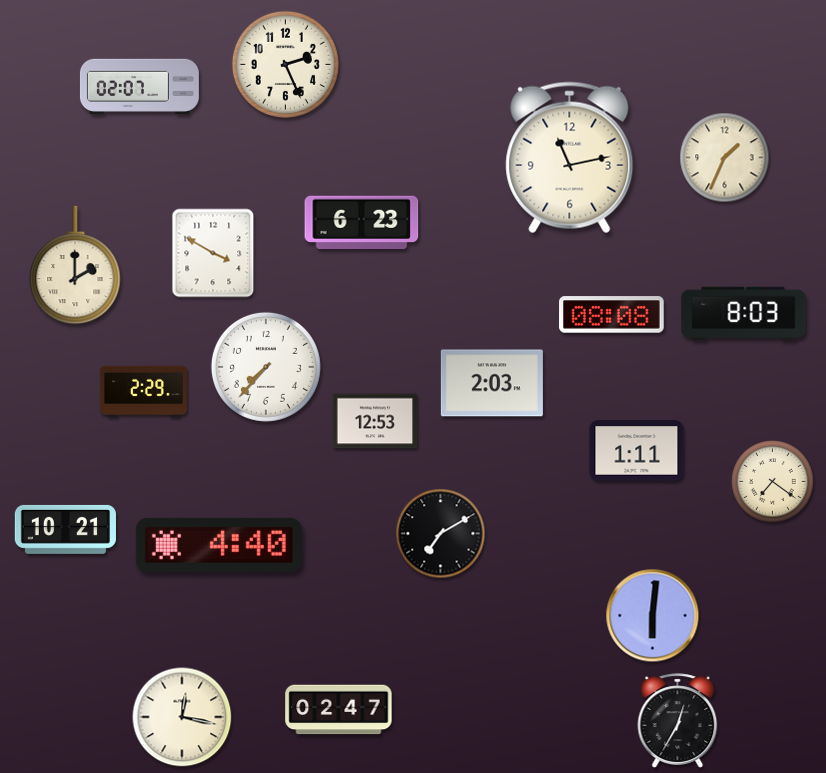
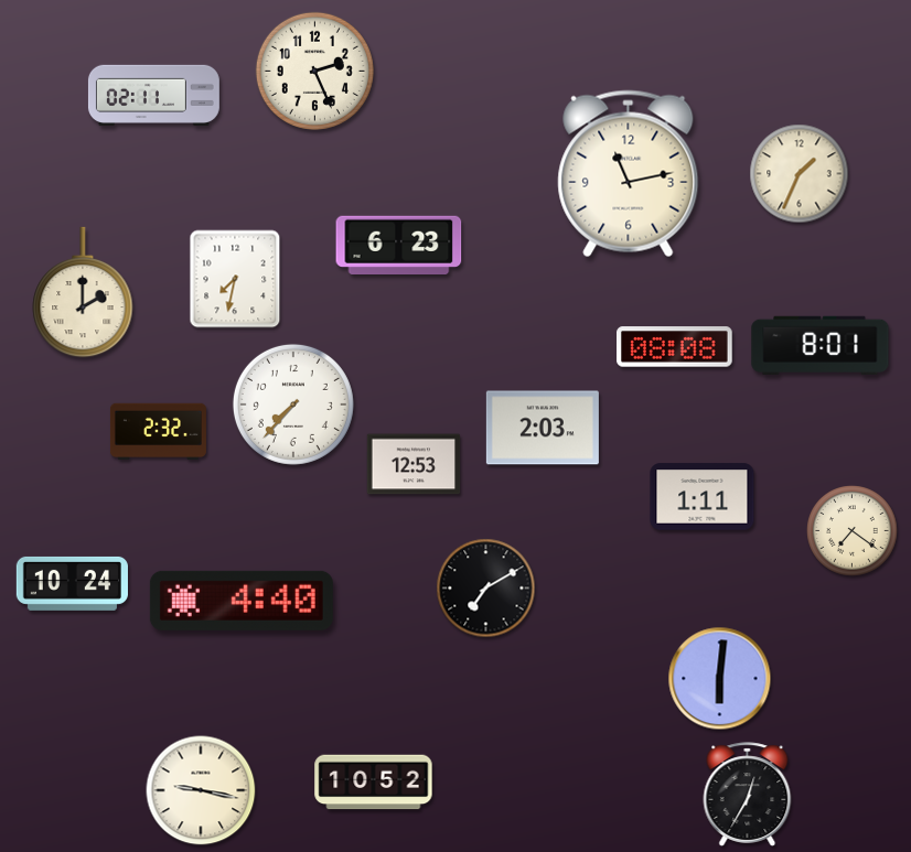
clock at (139, 86): 02:07 -> 02:11
clock at (213, 253): 3:50 -> 7:32
clock at (744, 313): 8:03 -> 8:01
clock at (492, 383) position: (492, 383) -> (543, 428)
clock at (143, 392): 2:29 -> 2:32
clock at (65, 529): 10:21 -> 10:24
clock at (339, 710): 02:47 -> 10:52
clock at (182, 717): 12:17 -> 9:17
